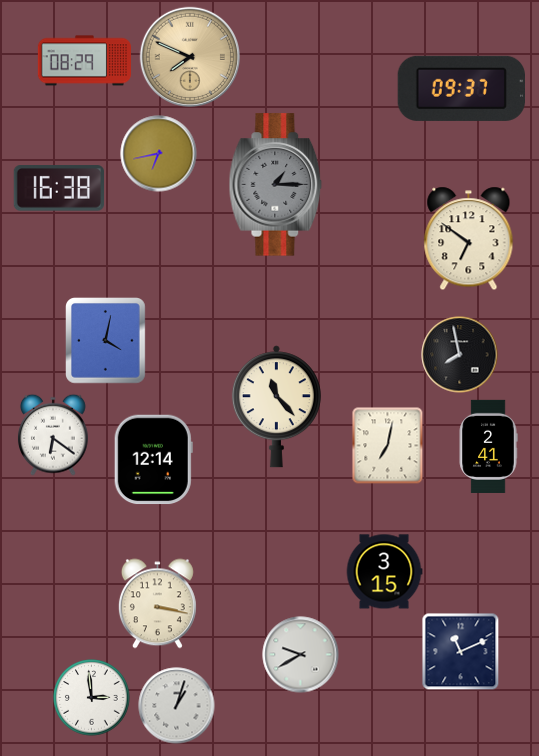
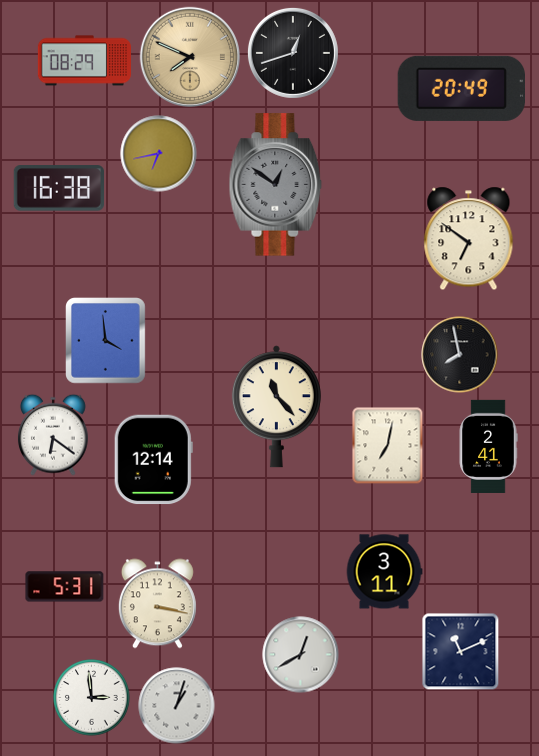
clock at (293, 53): none -> 12:42
clock at (461, 88): 09:37 -> 20:49
clock at (276, 185): 1:15 -> 12:51
clock at (106, 341): 4:02 -> 3:59
clock at (384, 572): 3:15 -> 3:11
clock at (65, 587): none -> 5:31
clock at (301, 655): 9:40 -> 12:40
